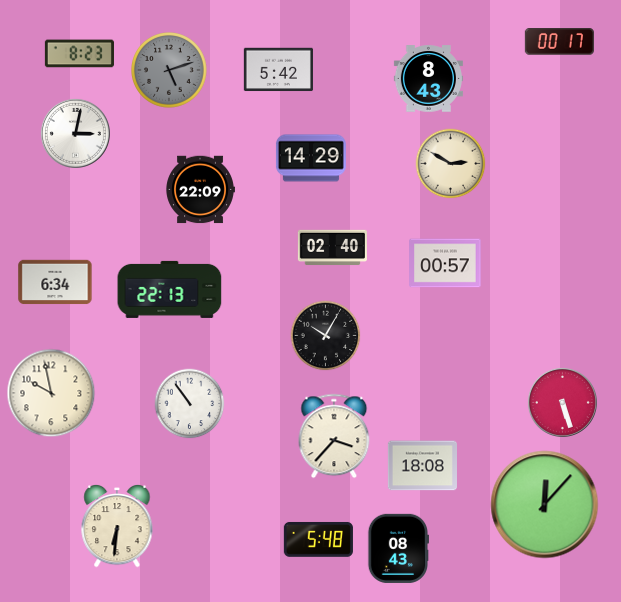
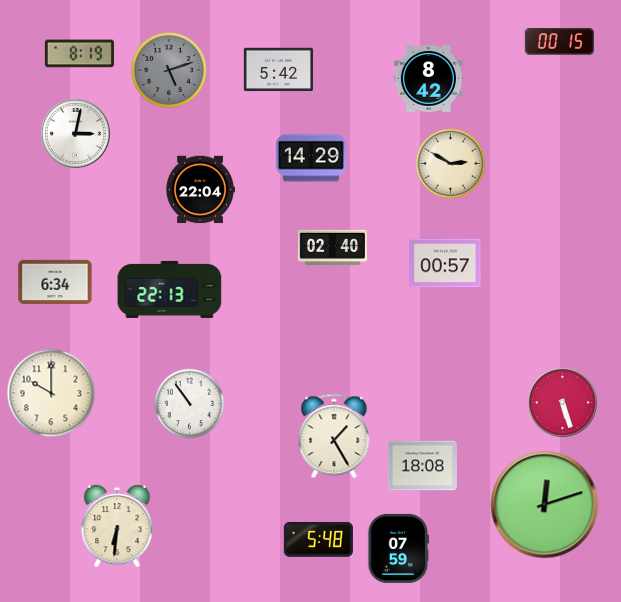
clock at (559, 42): 00:17 -> 00:15
clock at (79, 54): 8:23 -> 8:19
clock at (428, 79): 8:43 -> 8:42
clock at (200, 190): 22:09 -> 22:04
clock at (326, 336): 10:05 -> none
clock at (51, 393): 9:58 -> 10:00
clock at (334, 436): 3:37 -> 1:25
clock at (545, 505): 12:07 -> 12:12
clock at (397, 548): 08:43 -> 07:59
